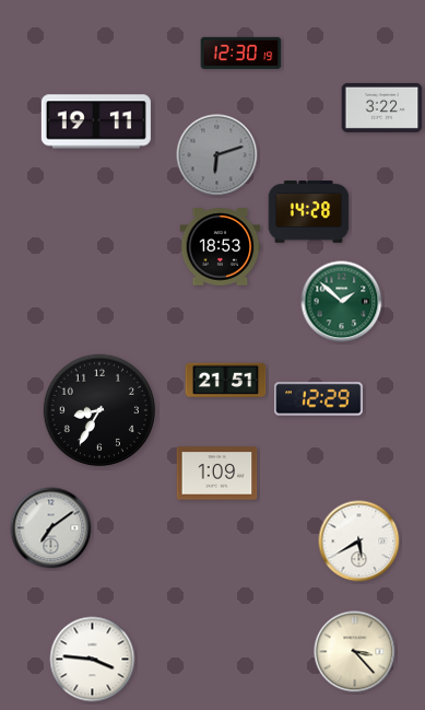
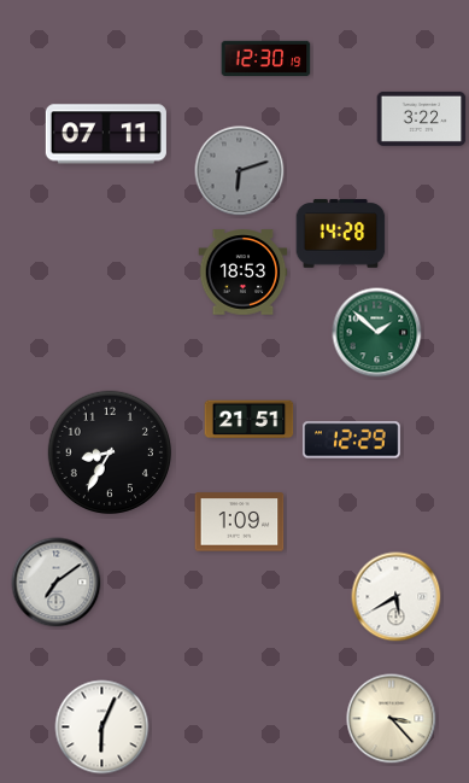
clock at (96, 121): 19:11 -> 07:11
clock at (93, 660): 3:46 -> 6:04
